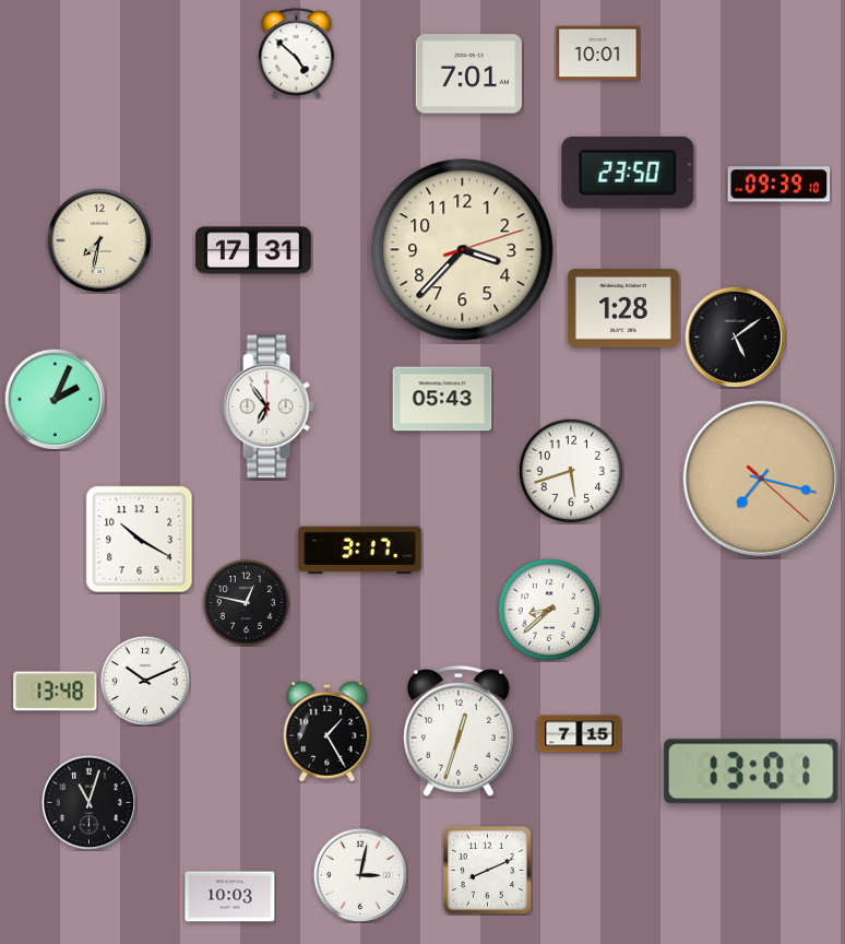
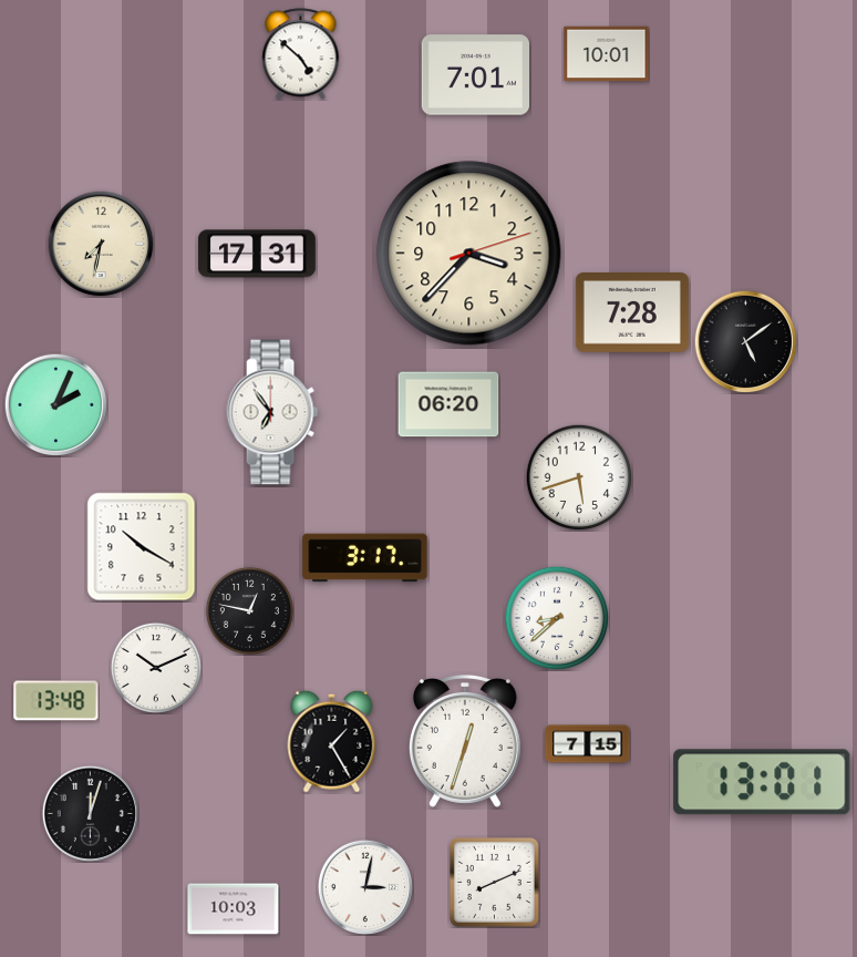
clock at (628, 173): 23:50 -> none
clock at (779, 185): 09:39 -> none
clock at (623, 309): 1:28 -> 7:28
clock at (442, 399): 05:43 -> 06:20
clock at (761, 479): 7:17 -> none
clock at (145, 681) position: (145, 681) -> (156, 668)
clock at (88, 802): 11:03 -> 12:03
